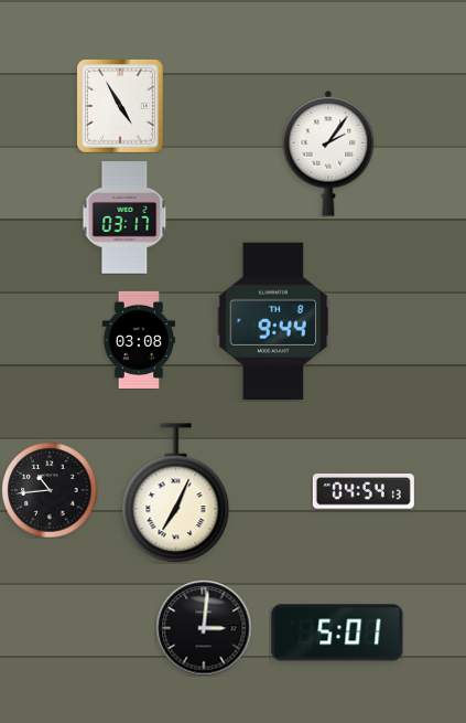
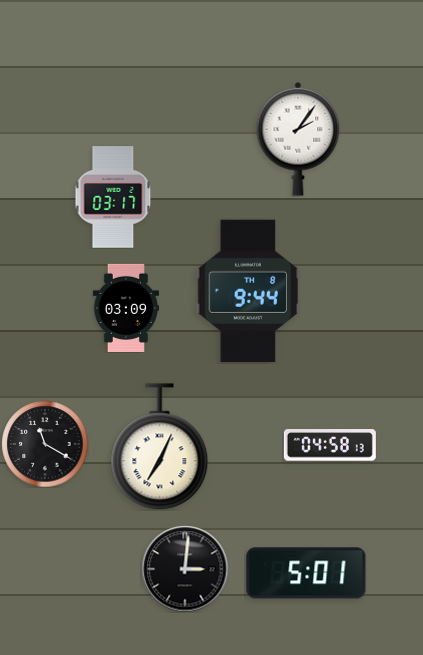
clock at (121, 106): 4:55 -> none
clock at (138, 340): 03:08 -> 03:09
clock at (50, 490): 10:44 -> 11:20
clock at (364, 491): 04:54 -> 04:58
